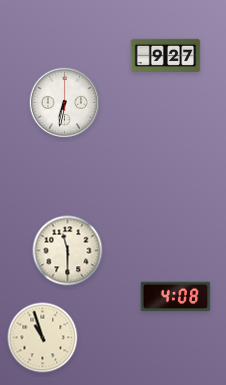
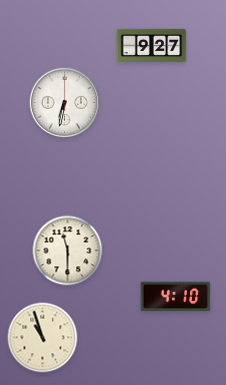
clock at (166, 55) position: (166, 55) -> (152, 45)
clock at (176, 297): 4:08 -> 4:10
